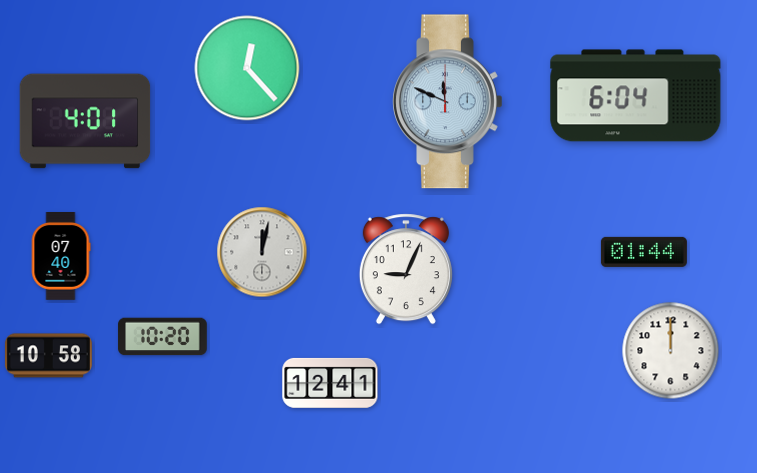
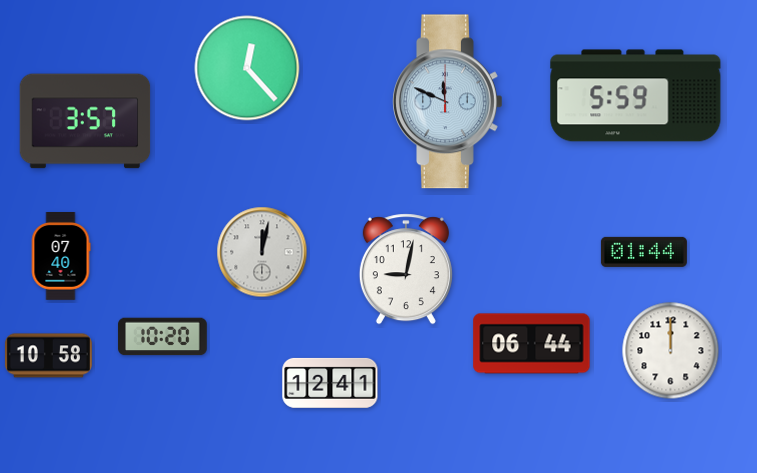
clock at (636, 96): 6:04 -> 5:59
clock at (85, 121): 4:01 -> 3:57
clock at (406, 269): 9:04 -> 9:02
clock at (532, 344): none -> 06:44
